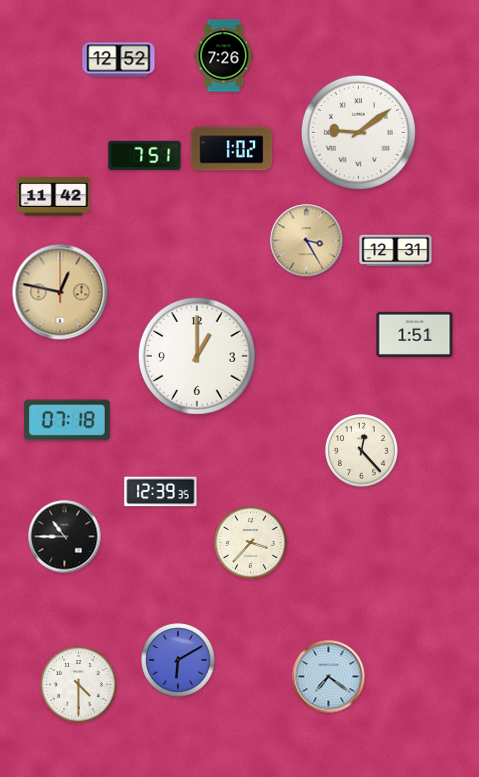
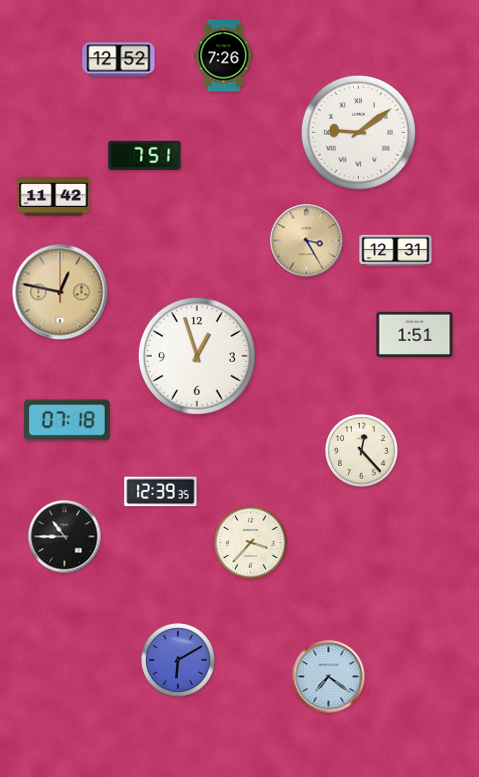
clock at (232, 149): 1:02 -> none
clock at (197, 356): 1:00 -> 12:57
clock at (79, 685): 4:30 -> none
